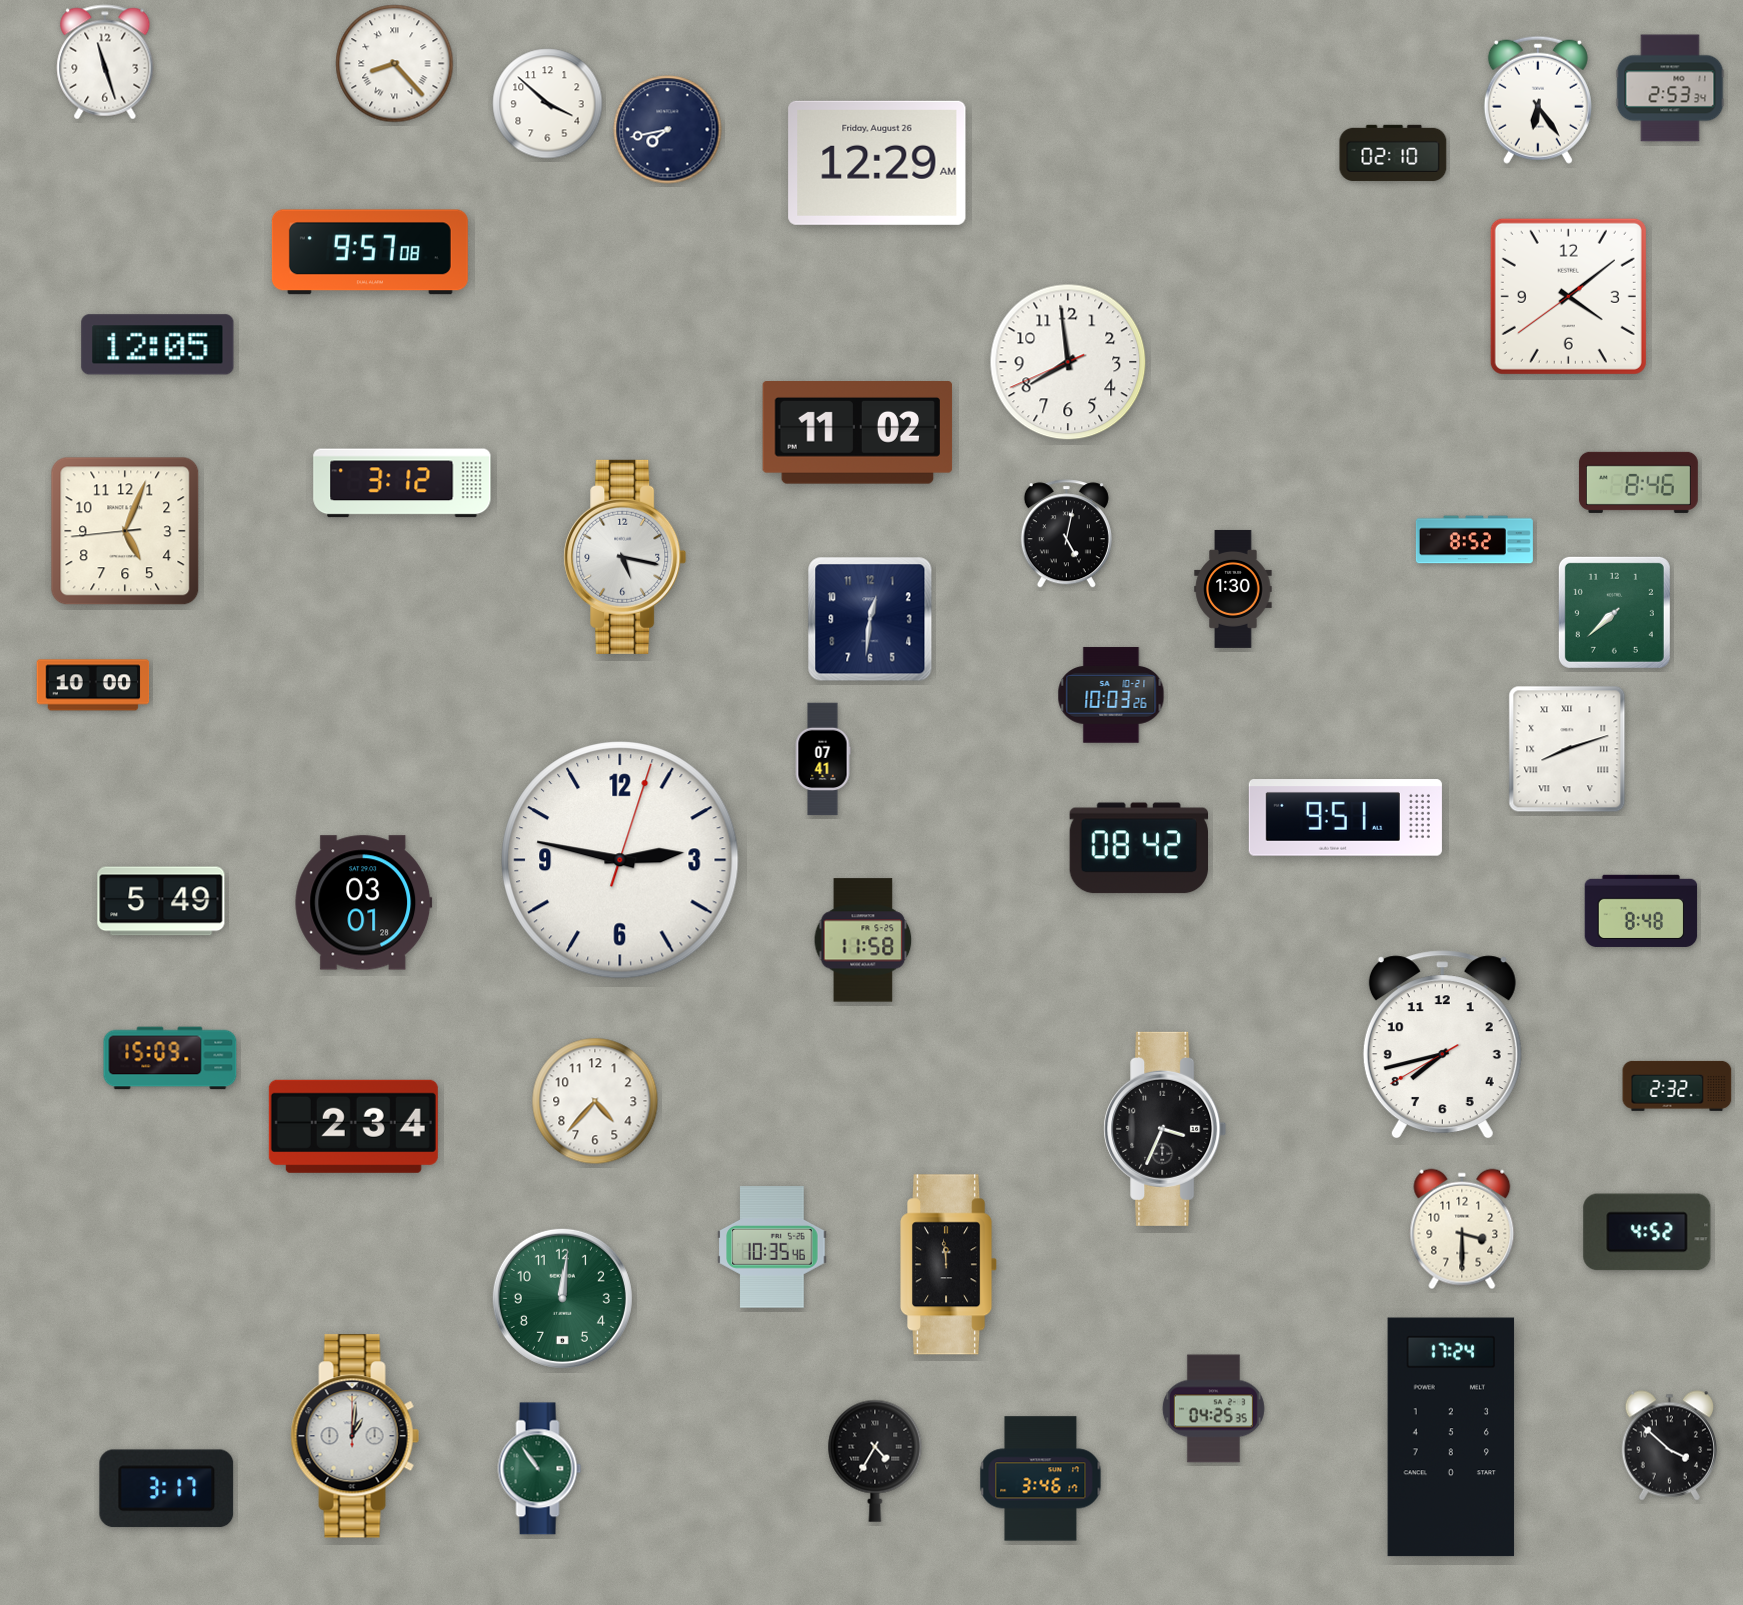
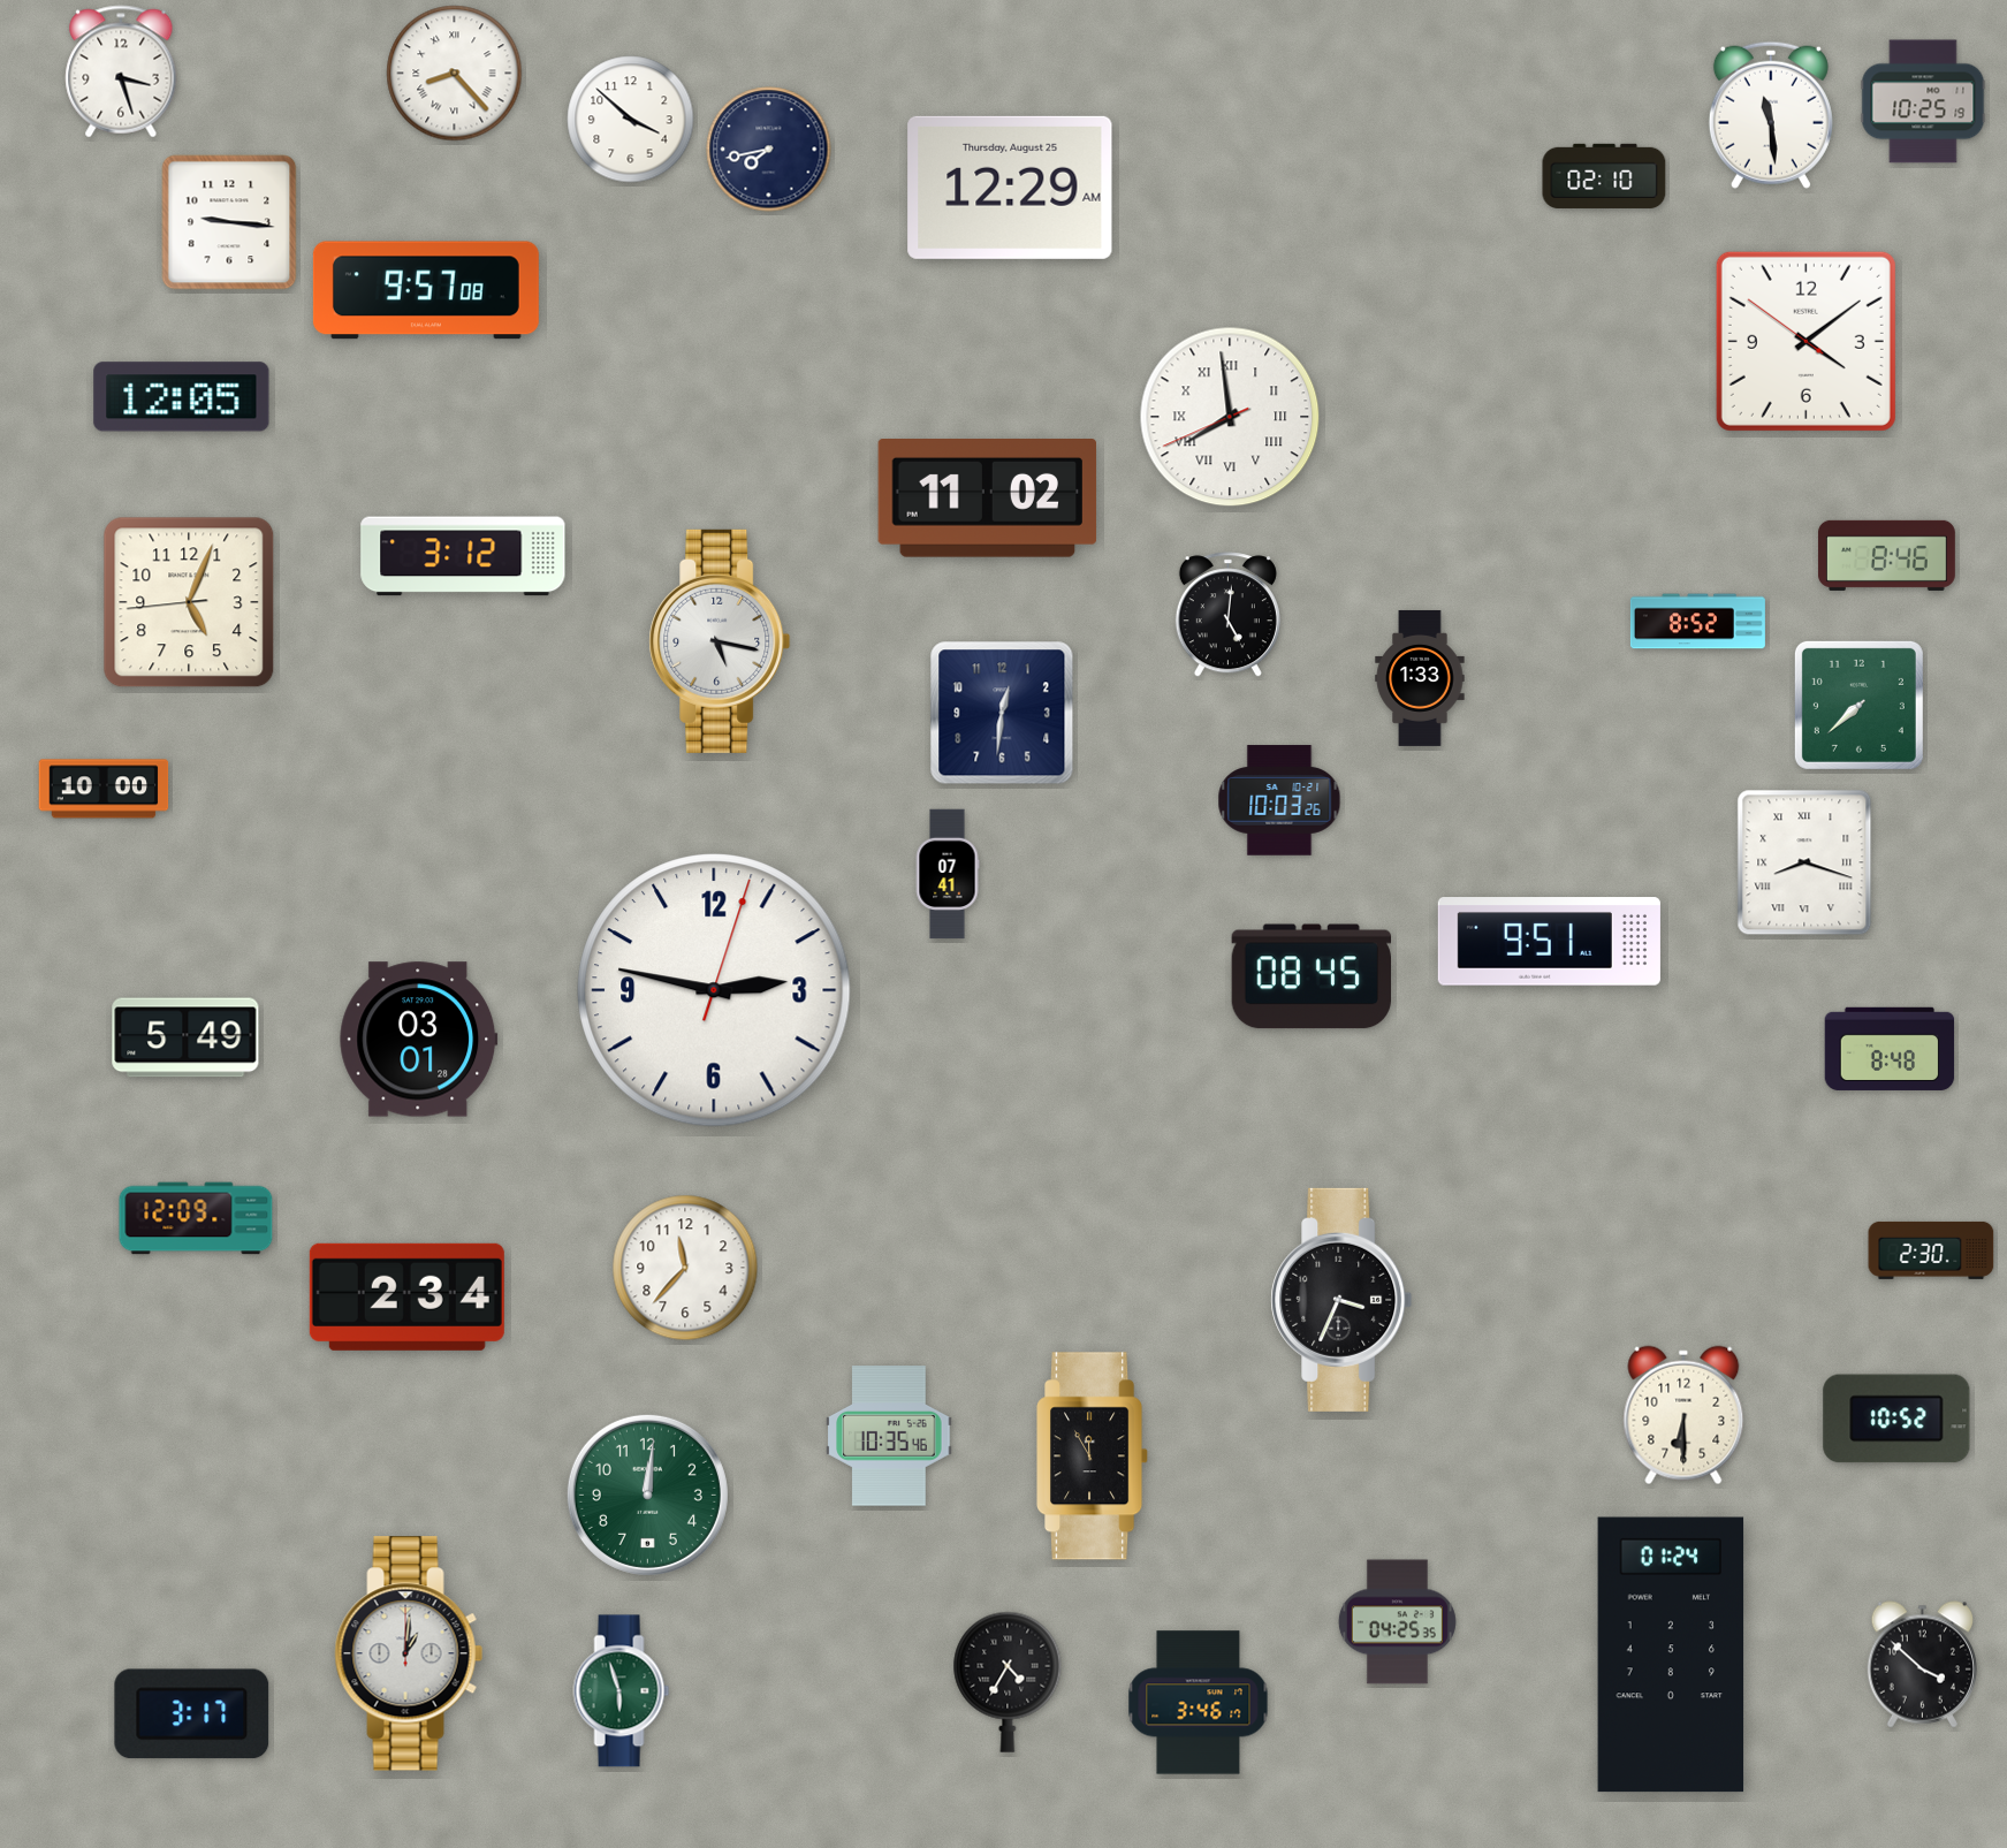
clock at (105, 62): 11:27 -> 3:27
clock at (1670, 88): 2:53 -> 10:25
clock at (1538, 100): 6:24 -> 11:29
clock at (877, 163) date: Friday, August 26 -> Thursday, August 25
clock at (229, 222): none -> 9:16
clock at (1568, 296): 4:08:39 -> 4:08:51
clock at (1068, 362) numerals: Arabic -> Roman
clock at (125, 531) position: (125, 531) -> (189, 602)
clock at (1066, 534): 5:02 -> 5:01
clock at (1233, 589): 1:30 -> 1:33
clock at (93, 685) position: (93, 685) -> (104, 789)
clock at (1567, 749): 8:12 -> 8:18
clock at (1138, 848): 08:42 -> 08:45
clock at (863, 940): 11:58 -> none
clock at (1442, 1045): 7:42 -> none
clock at (170, 1058): 15:09 -> 12:09
clock at (1677, 1086): 2:32 -> 2:30
clock at (595, 1101): 4:37 -> 11:37
clock at (1462, 1229): 3:30 -> 6:30
clock at (1647, 1232): 4:52 -> 10:52
clock at (950, 1265): 11:59 -> 11:55
clock at (1451, 1437): 17:24 -> 01:24
clock at (540, 1469): 10:54 -> 5:57
